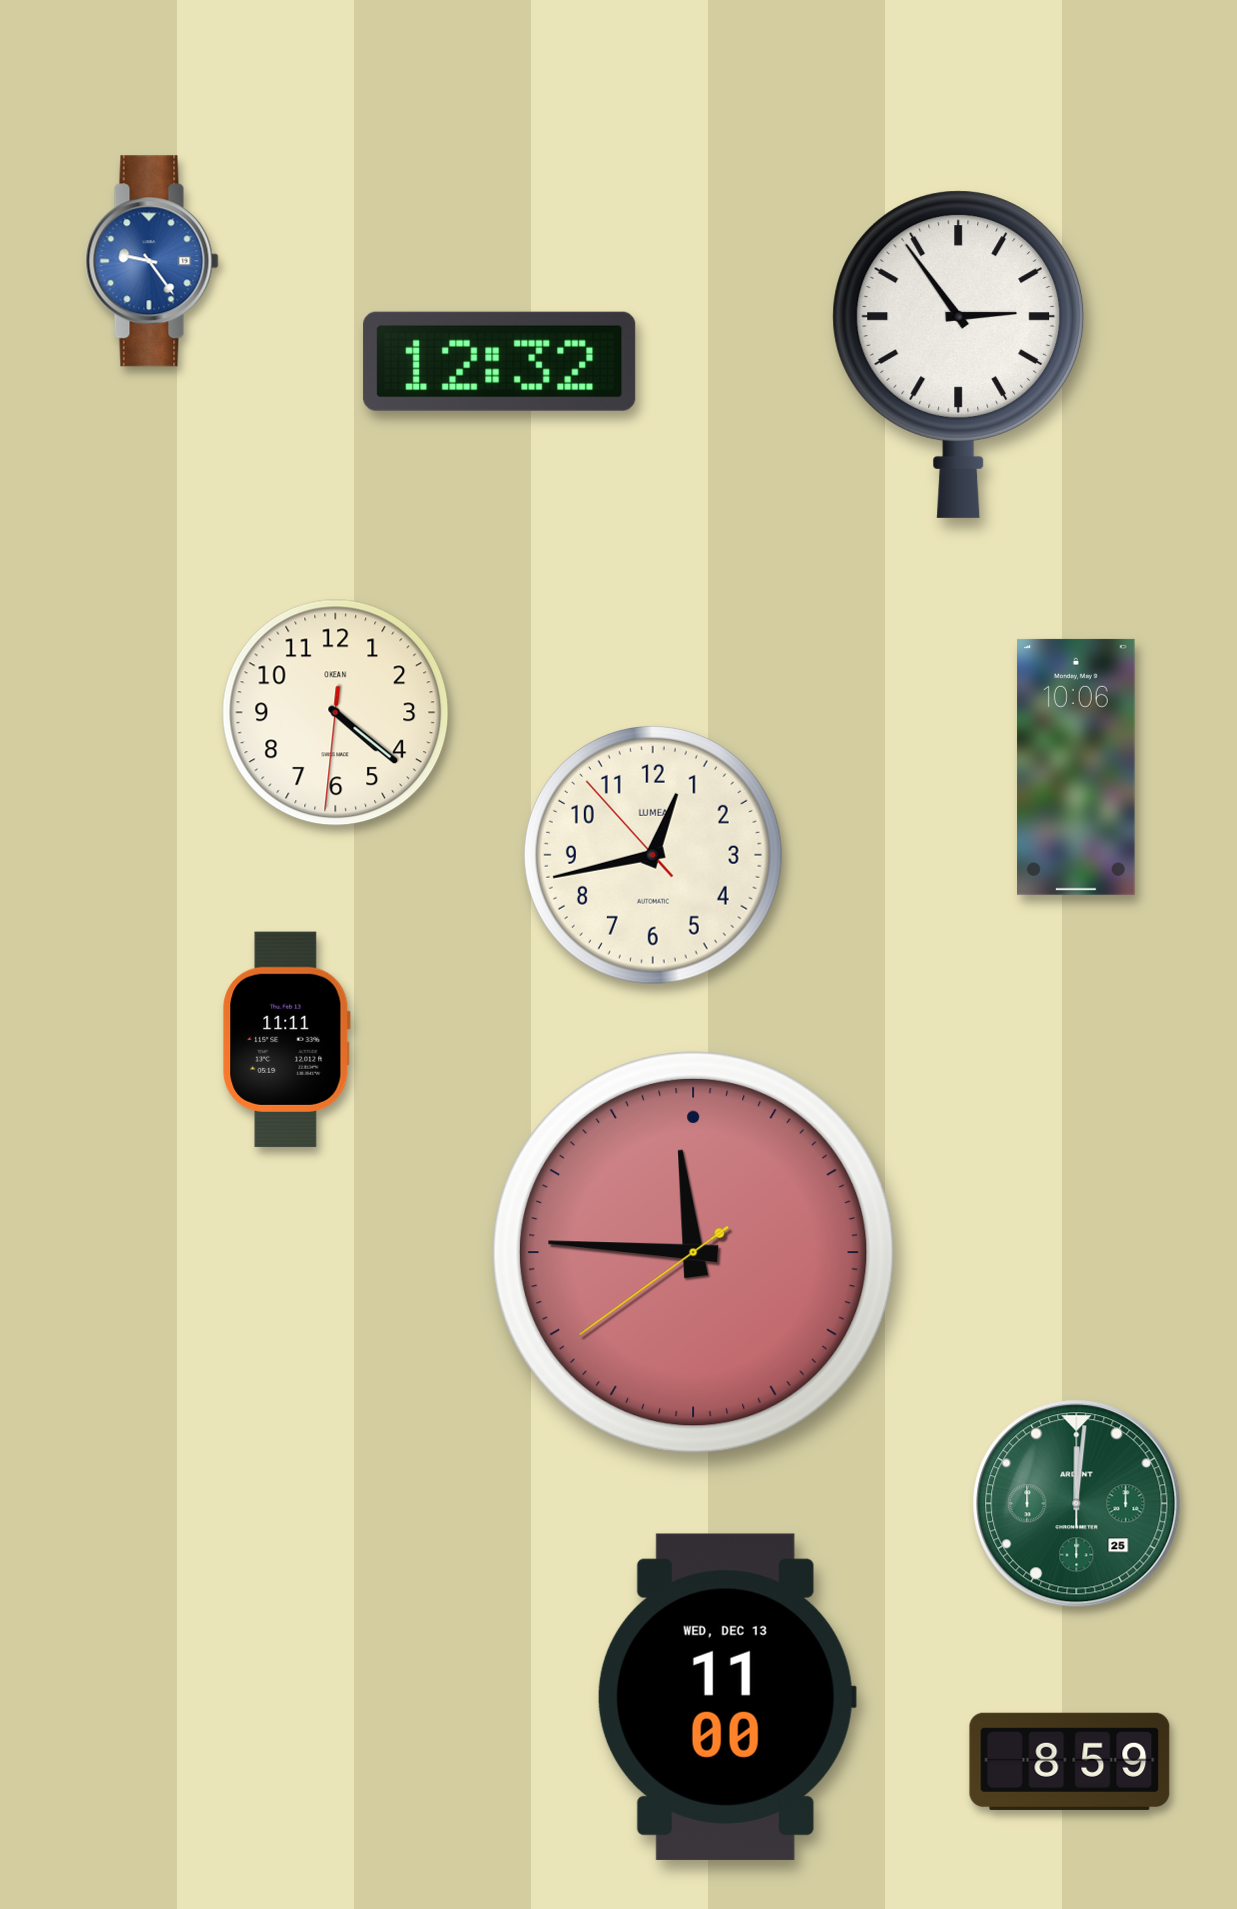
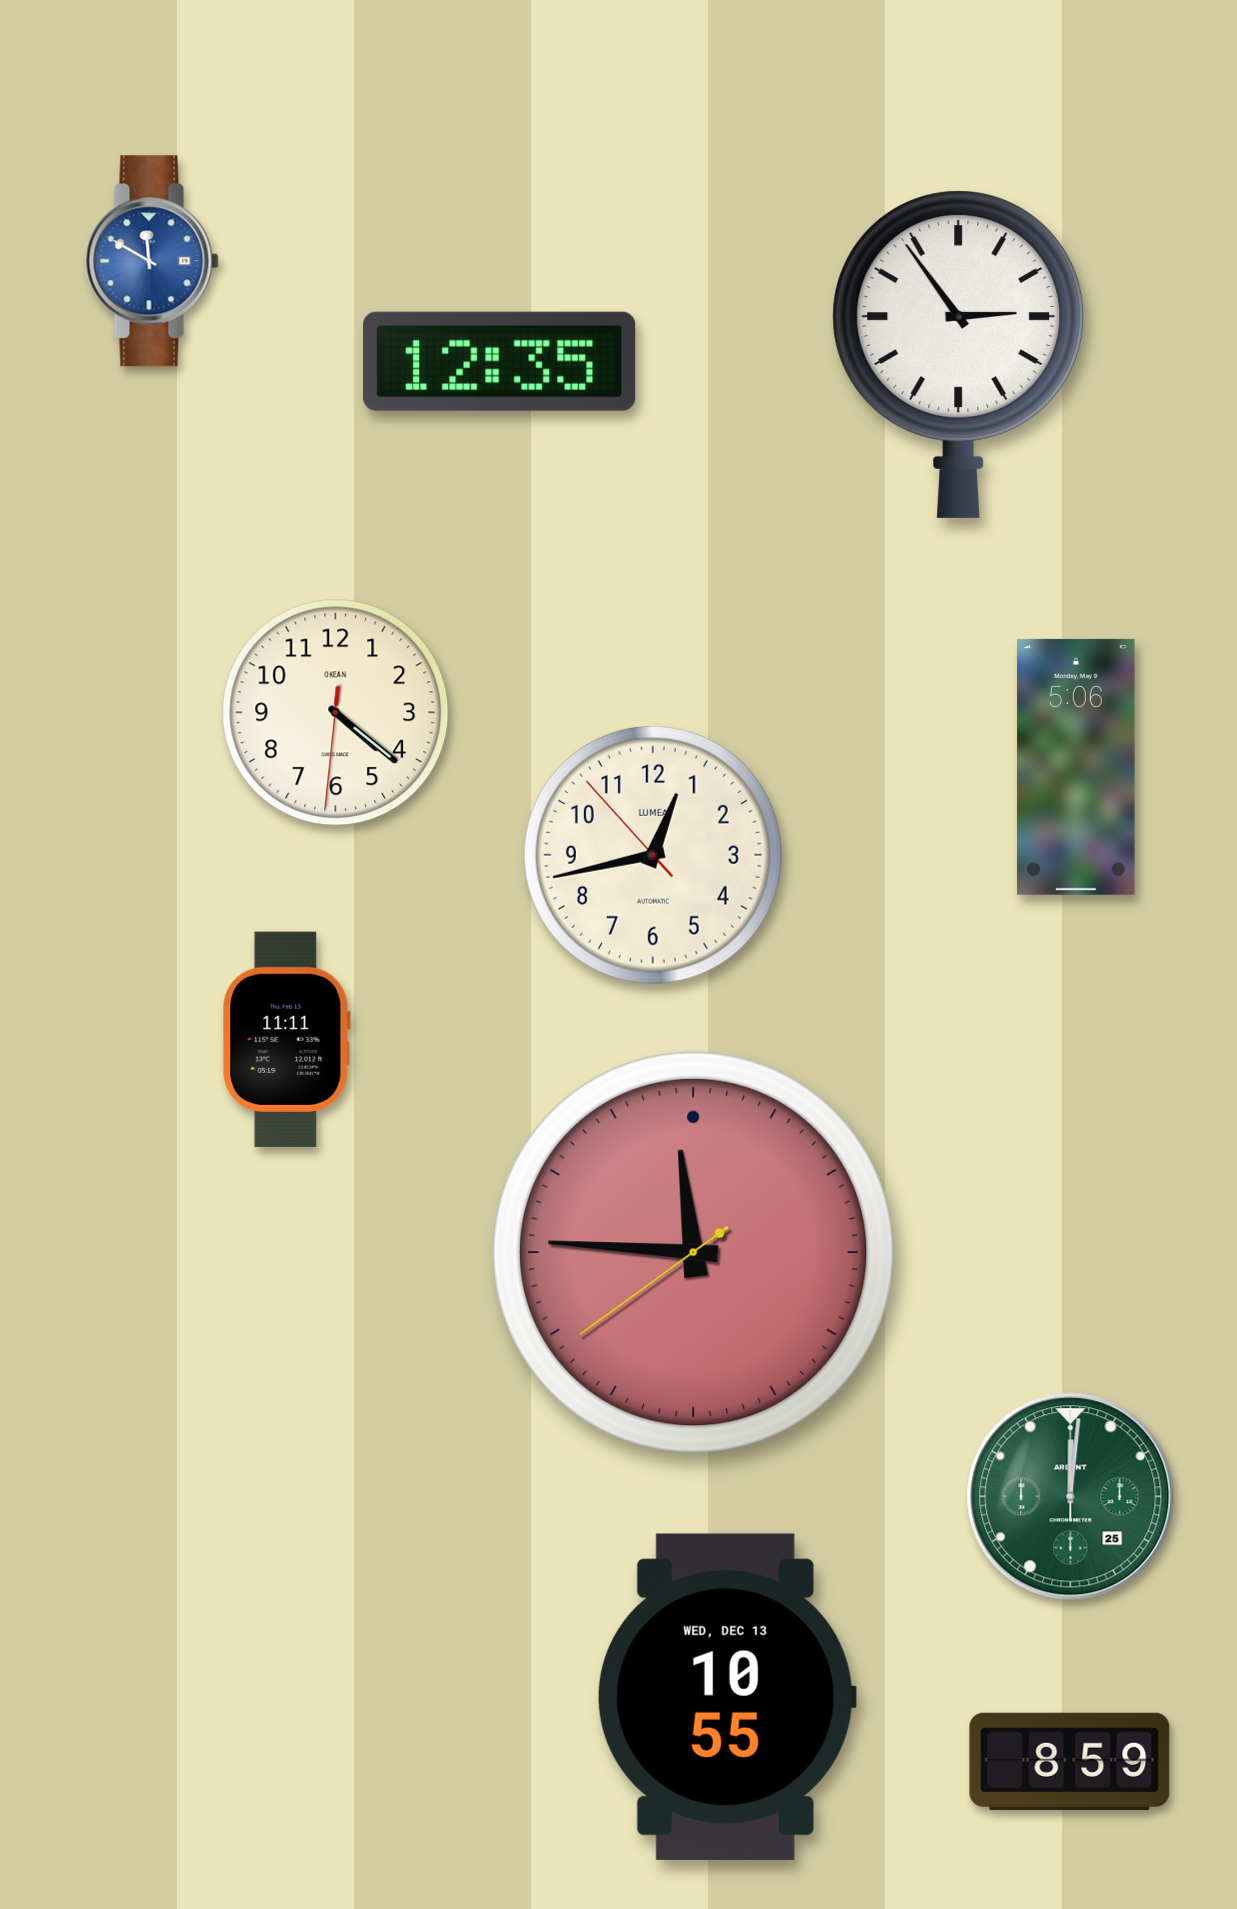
clock at (152, 261): 9:24 -> 11:50
clock at (500, 361): 12:32 -> 12:35
clock at (1076, 767): 10:06 -> 5:06
clock at (1077, 1504) position: (1077, 1504) -> (1071, 1497)
clock at (727, 1697): 11:00 -> 10:55
